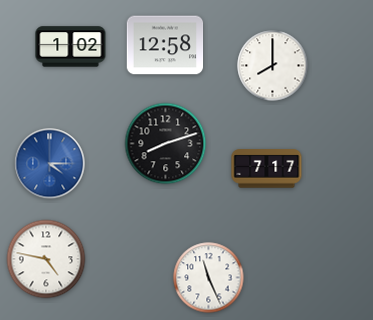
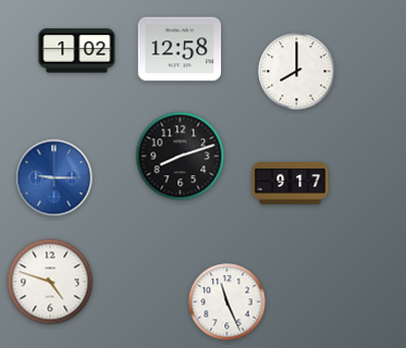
clock at (50, 164): 4:15 -> 9:15
clock at (267, 169): 7:17 -> 9:17
clock at (46, 259): 4:47 -> 4:48
